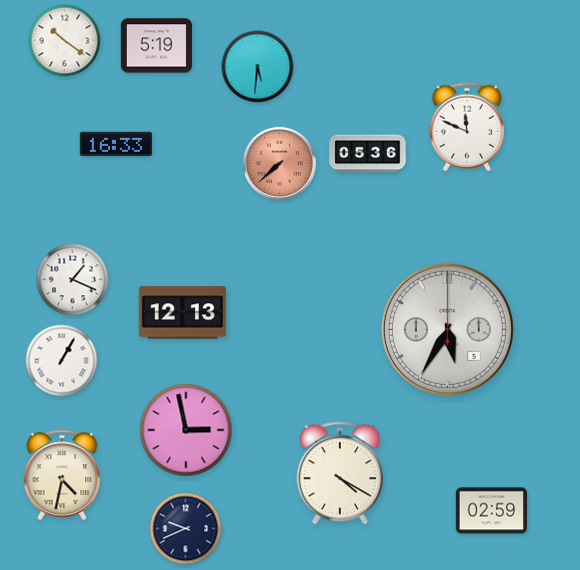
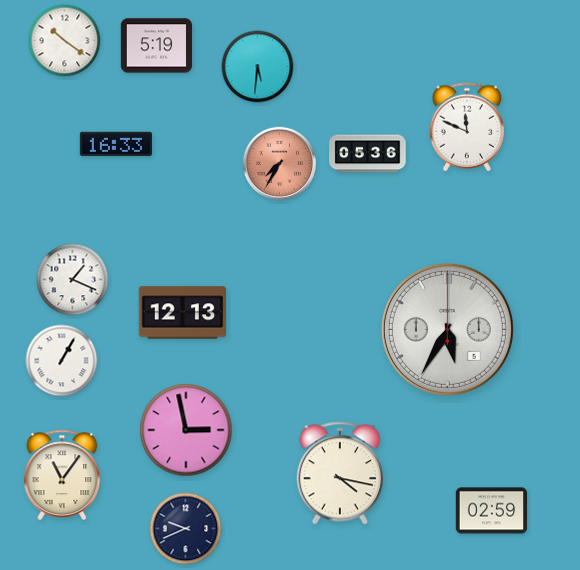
clock at (280, 164): 7:38 -> 7:35
clock at (340, 473): 4:20 -> 4:17
clock at (62, 475): 4:32 -> 11:06
